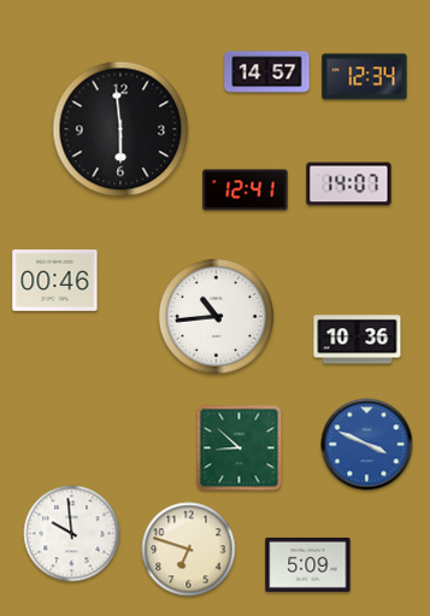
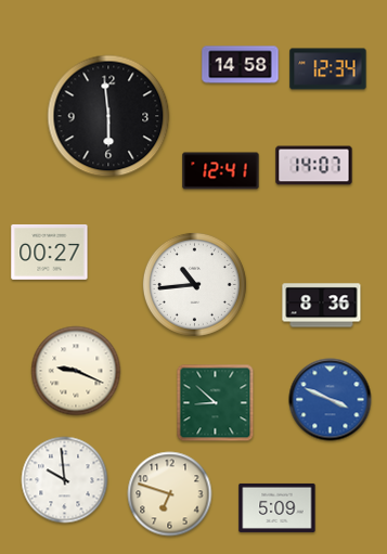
clock at (267, 72): 14:57 -> 14:58
clock at (55, 280): 00:46 -> 00:27
clock at (358, 340): 10:36 -> 8:36
clock at (76, 371): none -> 9:19
